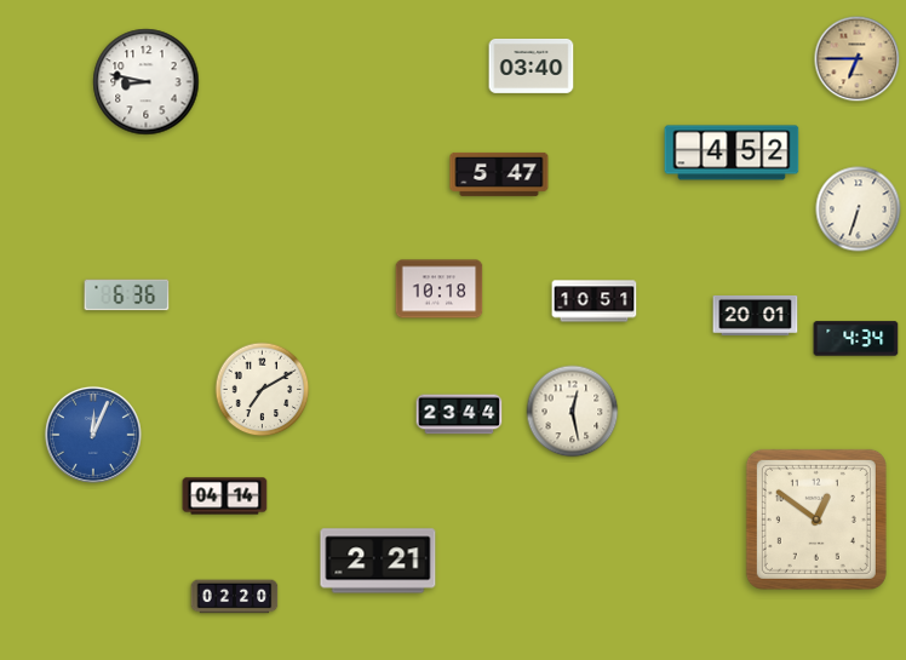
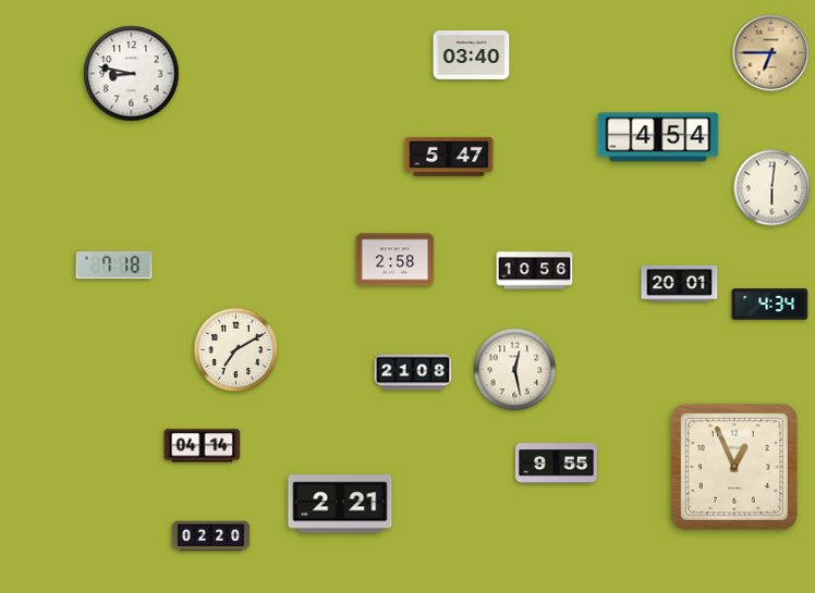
clock at (532, 65) position: (532, 65) -> (472, 54)
clock at (732, 153): 4:52 -> 4:54
clock at (859, 210): 6:33 -> 6:01
clock at (440, 289): 10:18 -> 2:58
clock at (127, 295): 6:36 -> 7:18
clock at (595, 302): 10:51 -> 10:56
clock at (459, 414): 23:44 -> 21:08
clock at (93, 435): 12:04 -> none
clock at (557, 464): none -> 9:55
clock at (816, 520): 12:51 -> 12:56
